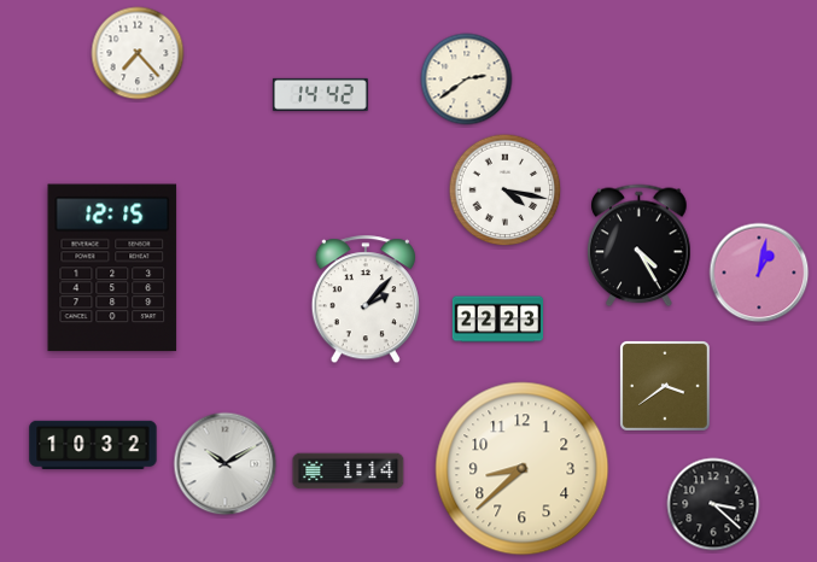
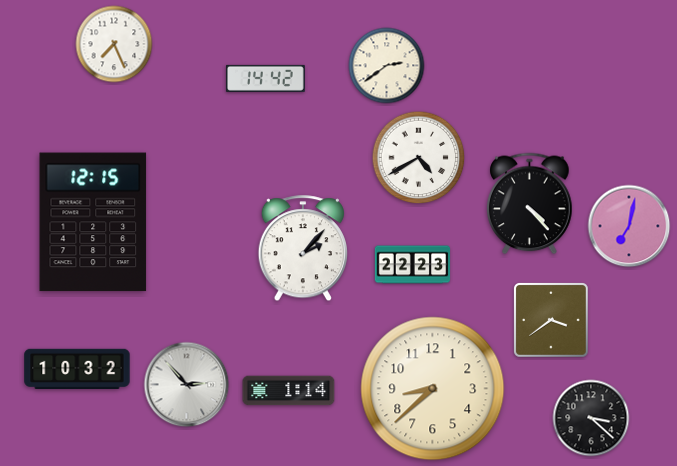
clock at (138, 53): 7:23 -> 7:26
clock at (506, 191): 4:17 -> 4:40
clock at (640, 246): 4:25 -> 4:23
clock at (759, 273): 1:02 -> 7:02
clock at (226, 464): 10:10 -> 2:53
